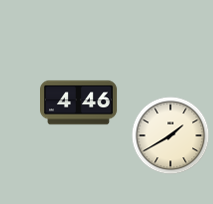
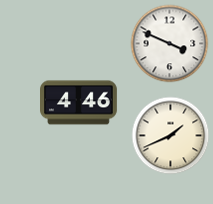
clock at (169, 43): none -> 3:49
clock at (170, 135): 1:40 -> 1:41
